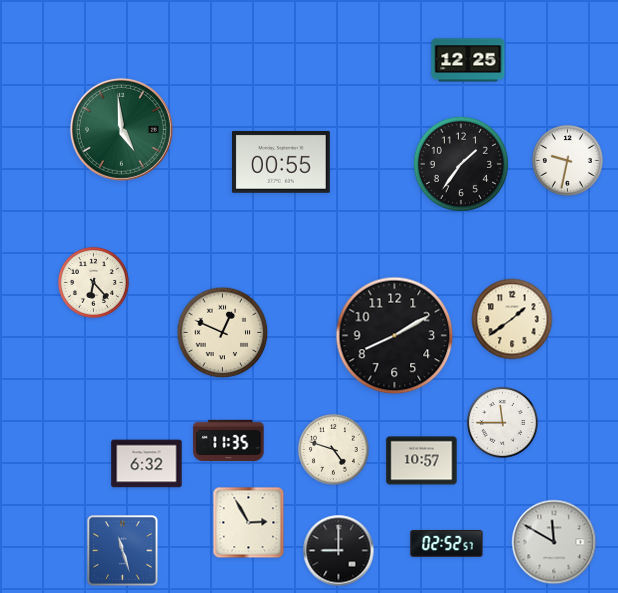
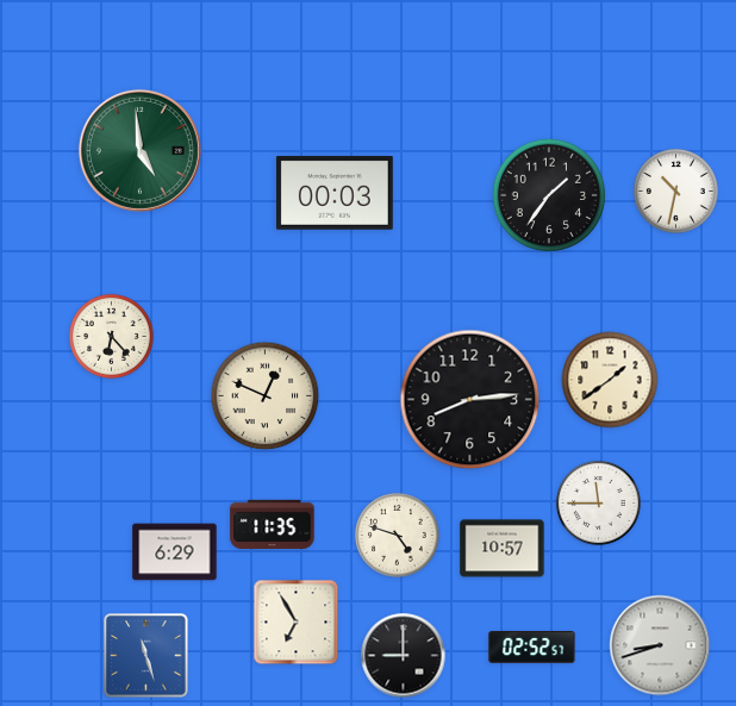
clock at (468, 60): 12:25 -> none
clock at (121, 129) position: (121, 129) -> (139, 150)
clock at (568, 161): 9:32 -> 10:32
clock at (281, 162): 00:55 -> 00:03
clock at (395, 336): 8:10 -> 8:14
clock at (147, 464): 6:32 -> 6:29
clock at (249, 523): 2:55 -> 6:55
clock at (554, 542): 11:50 -> 8:42
